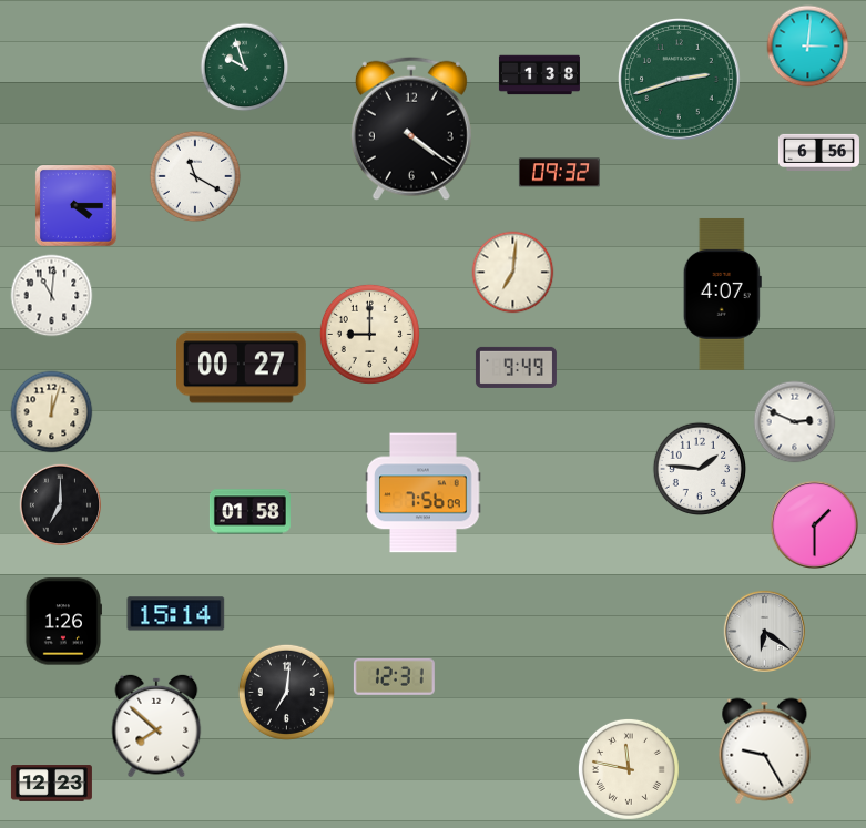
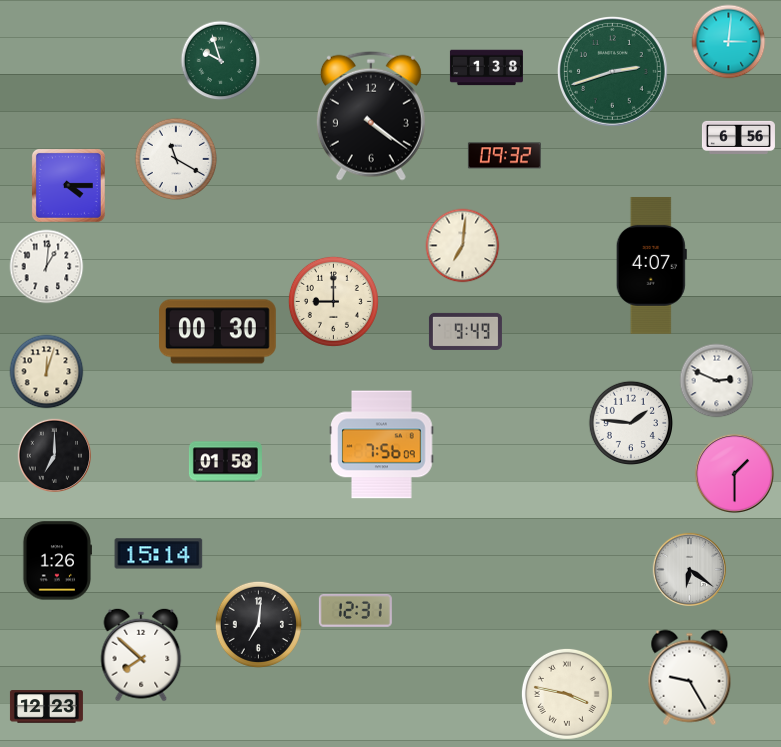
clock at (52, 296): 11:01 -> 1:01
clock at (242, 368): 00:27 -> 00:30
clock at (629, 769): 11:47 -> 3:47
